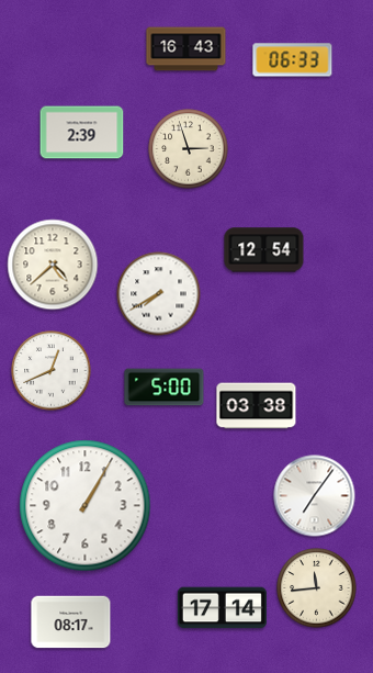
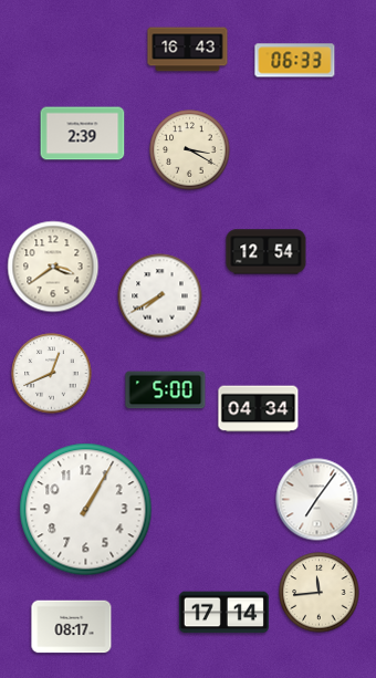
clock at (189, 149): 2:57 -> 3:20
clock at (53, 265): 4:38 -> 3:39
clock at (257, 406): 03:38 -> 04:34
